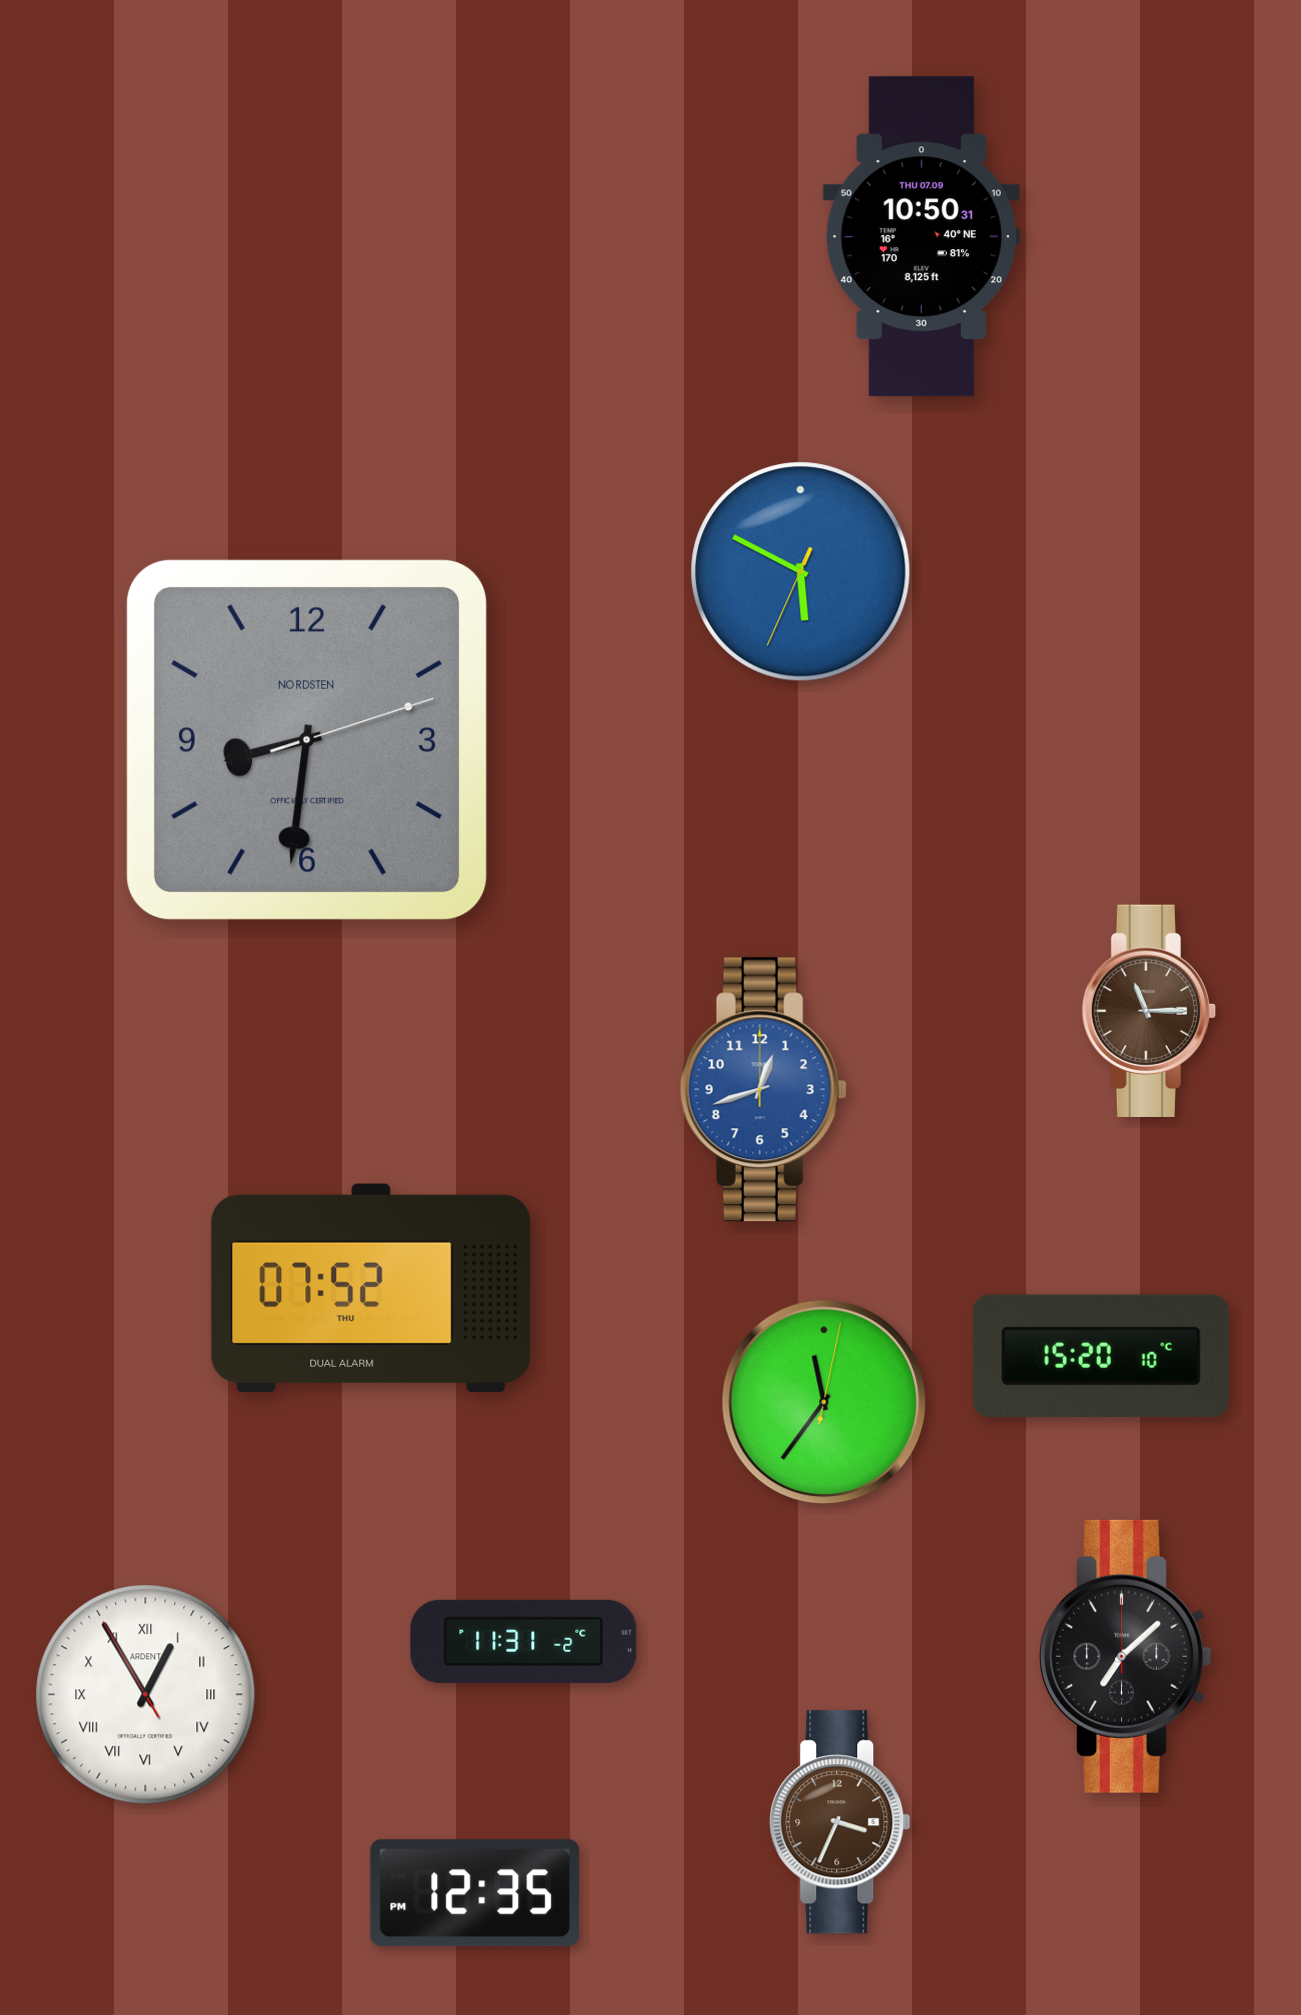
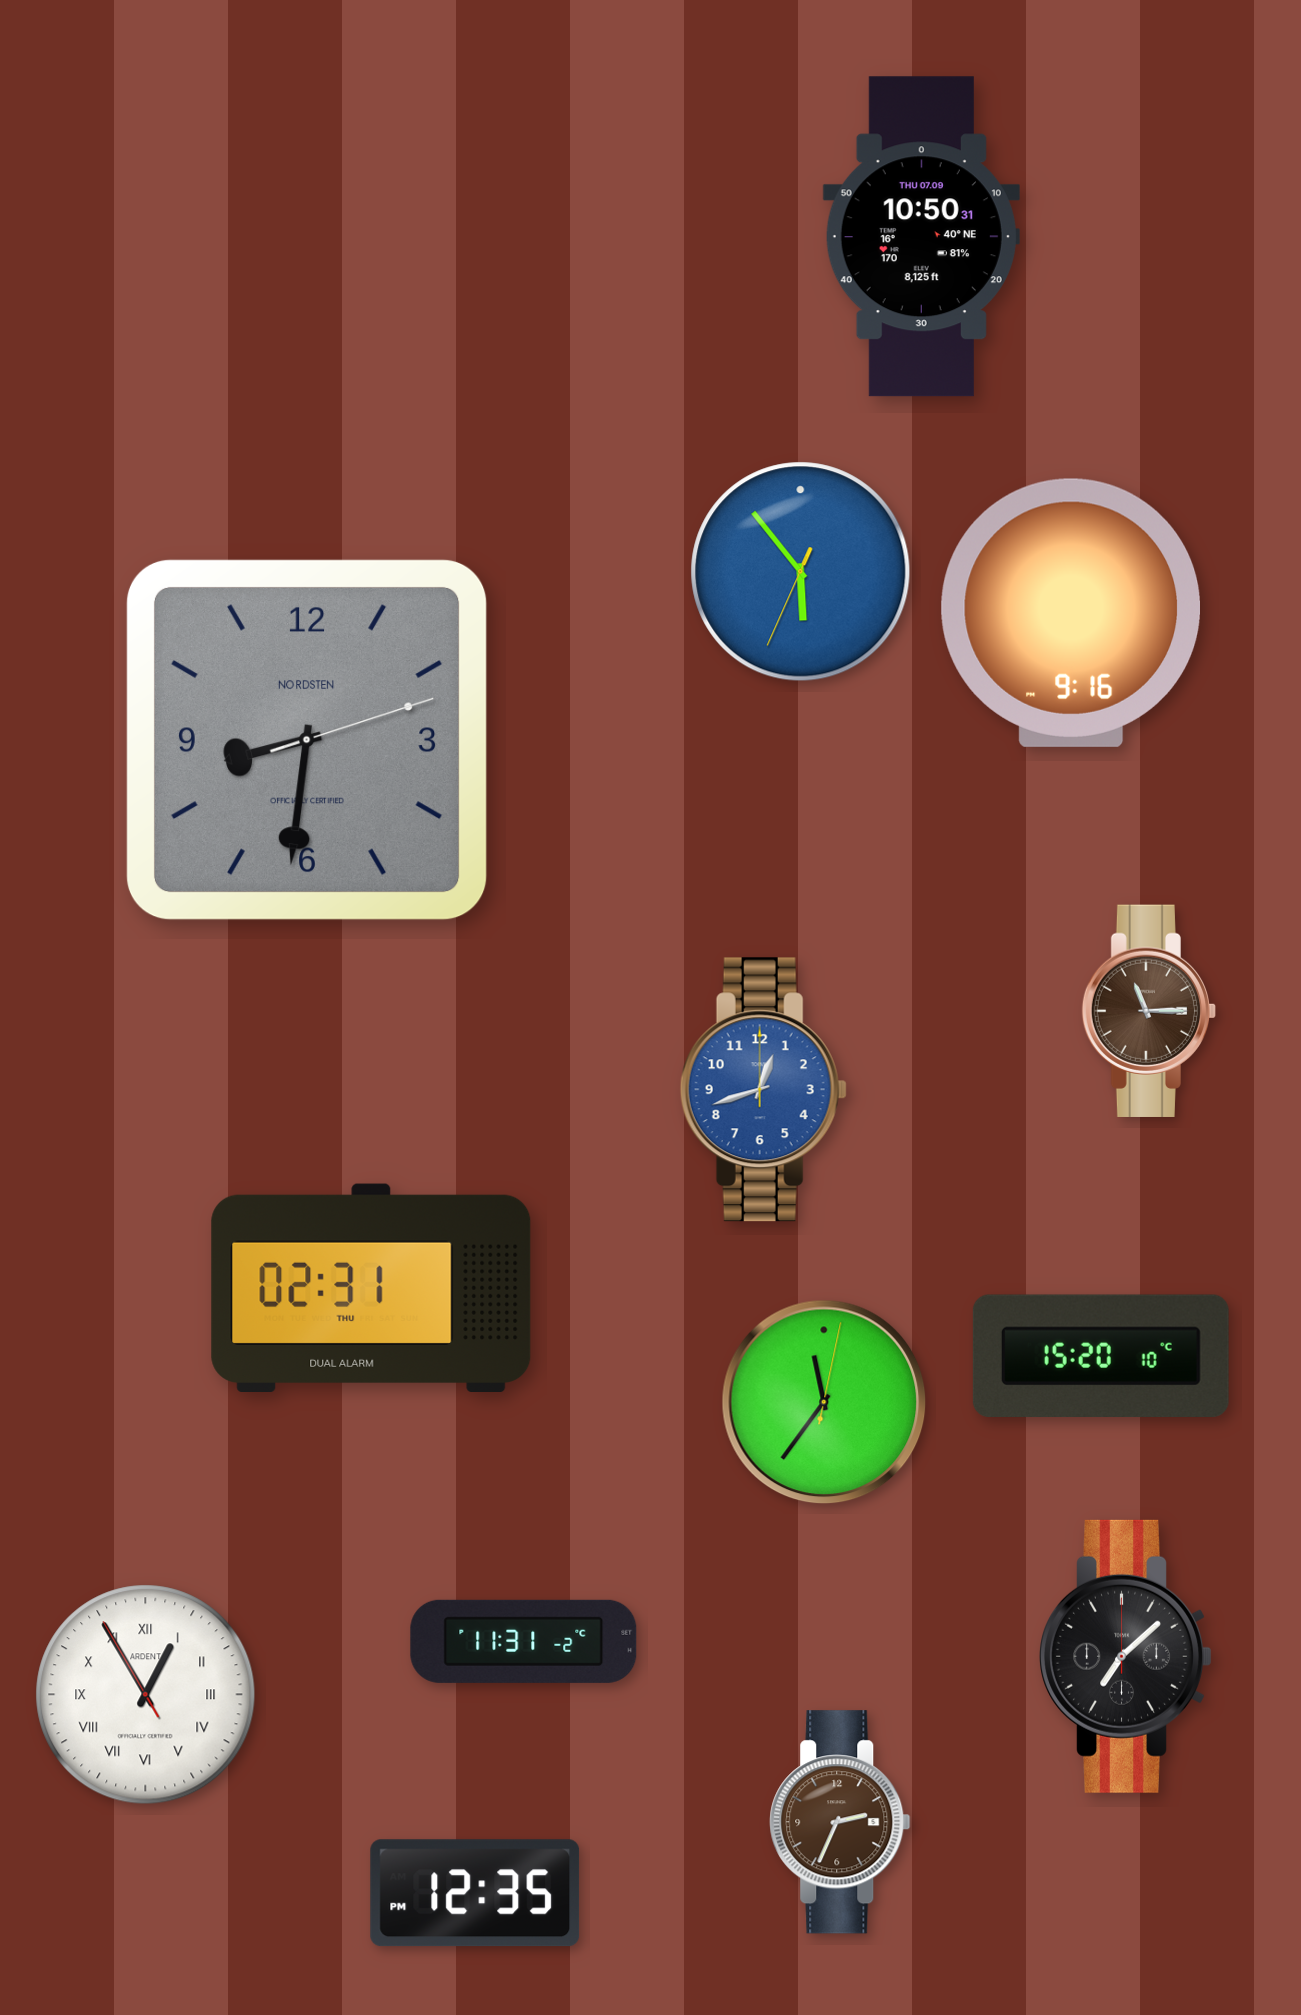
clock at (801, 572): 5:49 -> 5:53
clock at (1070, 613): none -> 9:16
clock at (371, 1287): 07:52 -> 02:31
clock at (840, 1822): 3:34 -> 2:34
